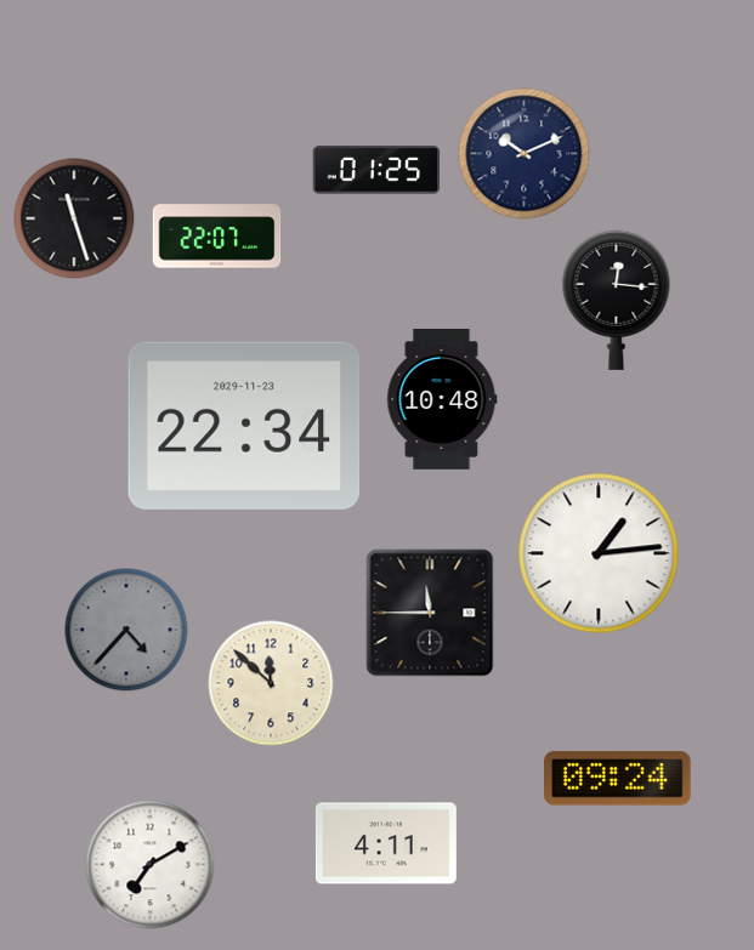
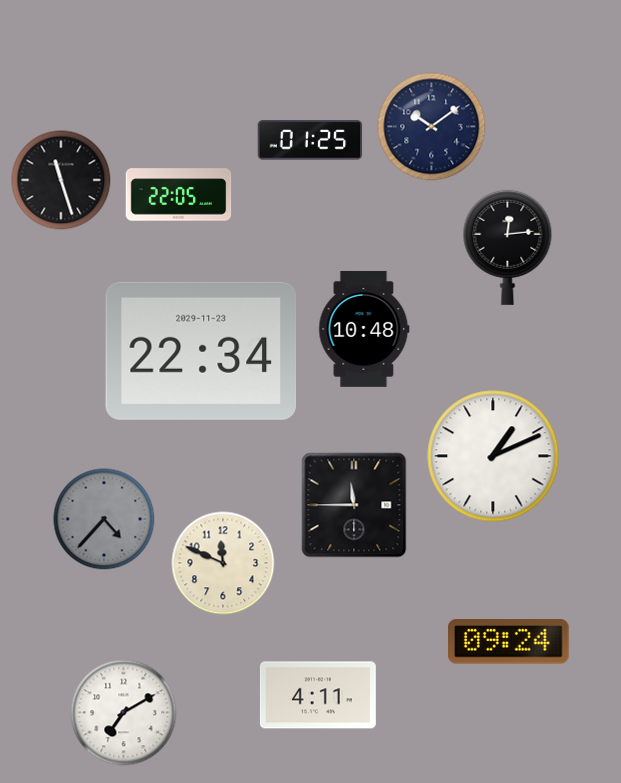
clock at (525, 154): 10:11 -> 10:09
clock at (217, 237): 22:07 -> 22:05
clock at (617, 300): 12:16 -> 12:14
clock at (599, 553): 1:14 -> 1:11
clock at (271, 683): 11:52 -> 11:49
